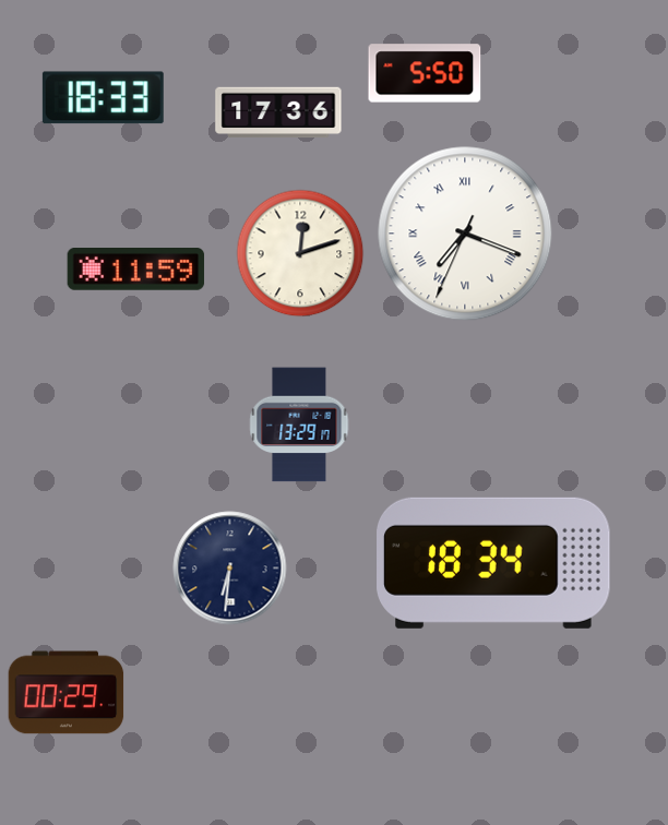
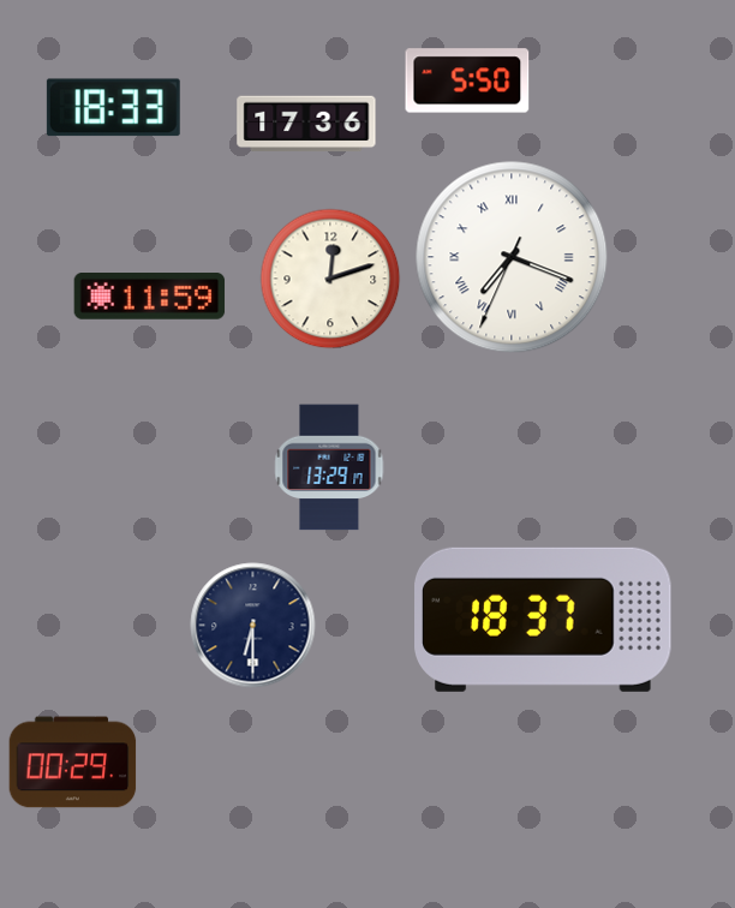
clock at (493, 563): 18:34 -> 18:37
clock at (230, 569): 6:31 -> 6:30
